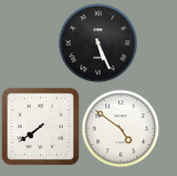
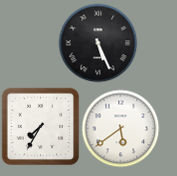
clock at (40, 126): 7:39 -> 7:35
clock at (120, 128): 4:51 -> 5:39
